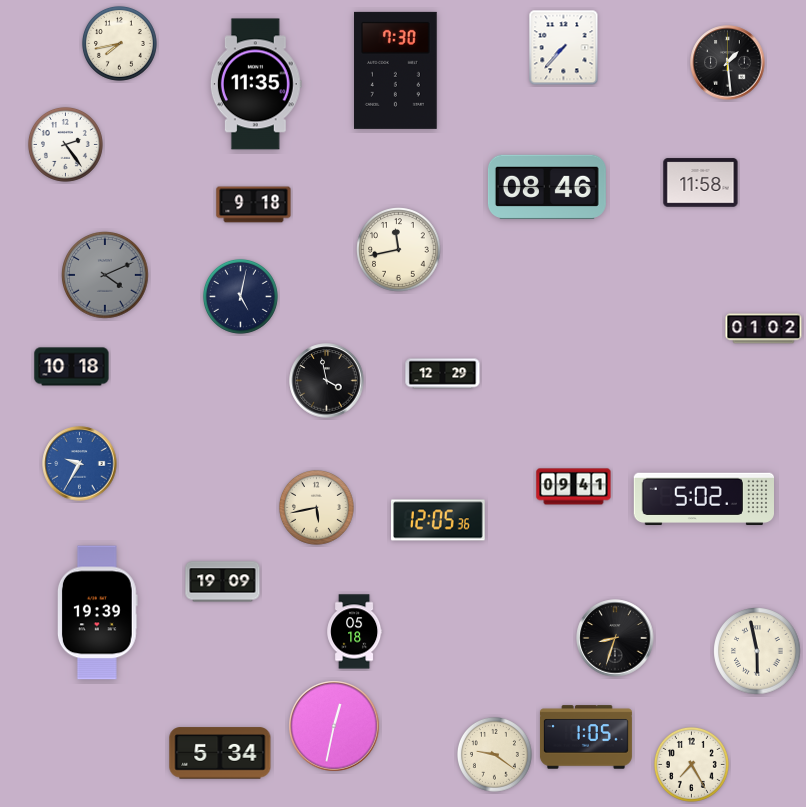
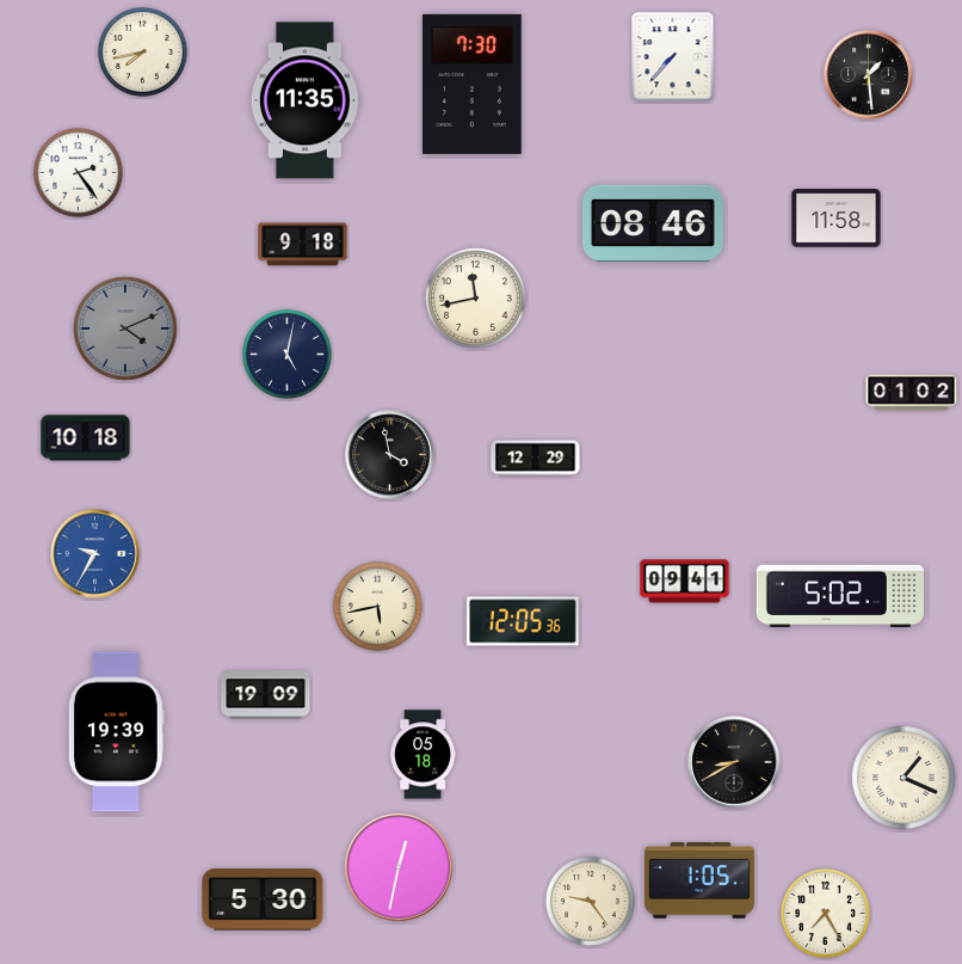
clock at (443, 374) position: (443, 374) -> (536, 459)
clock at (615, 638): 8:33 -> 8:40
clock at (757, 651): 5:58 -> 1:19
clock at (220, 753): 5:34 -> 5:30
clock at (494, 754): 9:21 -> 9:24
